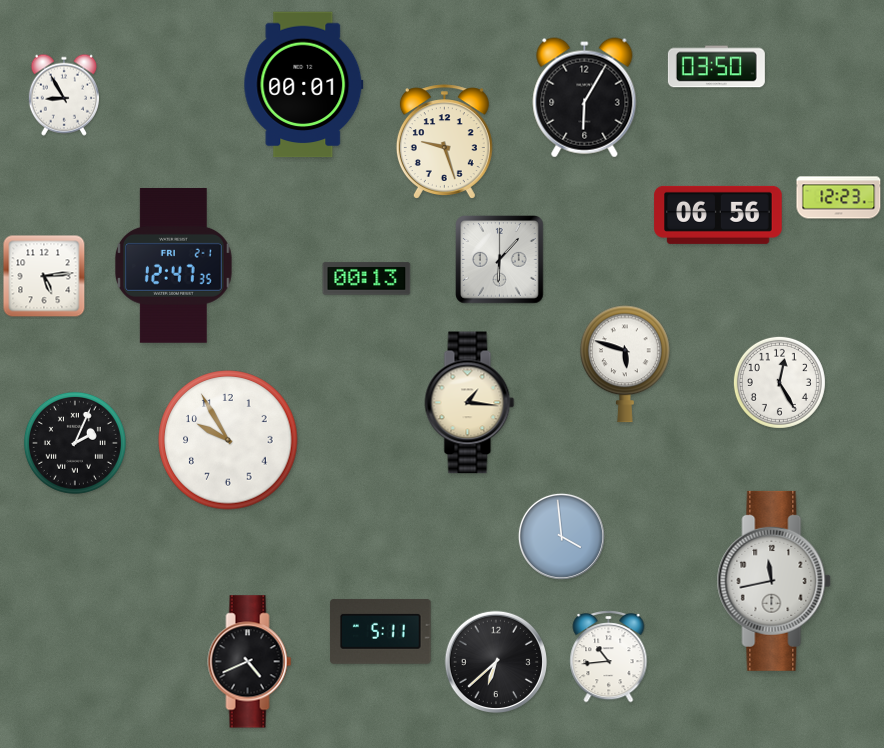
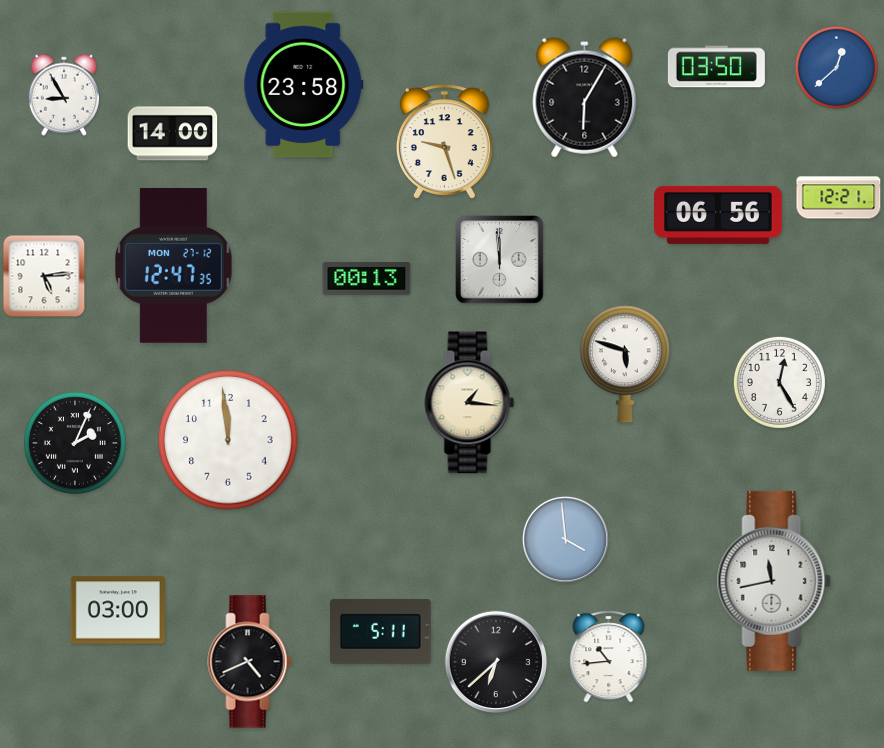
clock at (836, 67): none -> 12:38
clock at (304, 85): 00:01 -> 23:58
clock at (173, 134): none -> 14:00
clock at (839, 198): 12:23 -> 12:21
clock at (500, 260): 6:07 -> 11:59
clock at (174, 266) date: FRI 2-1 -> MON 27-12
clock at (228, 440): 9:55 -> 11:59
clock at (561, 536) position: (561, 536) -> (565, 539)
clock at (118, 610): none -> 03:00
